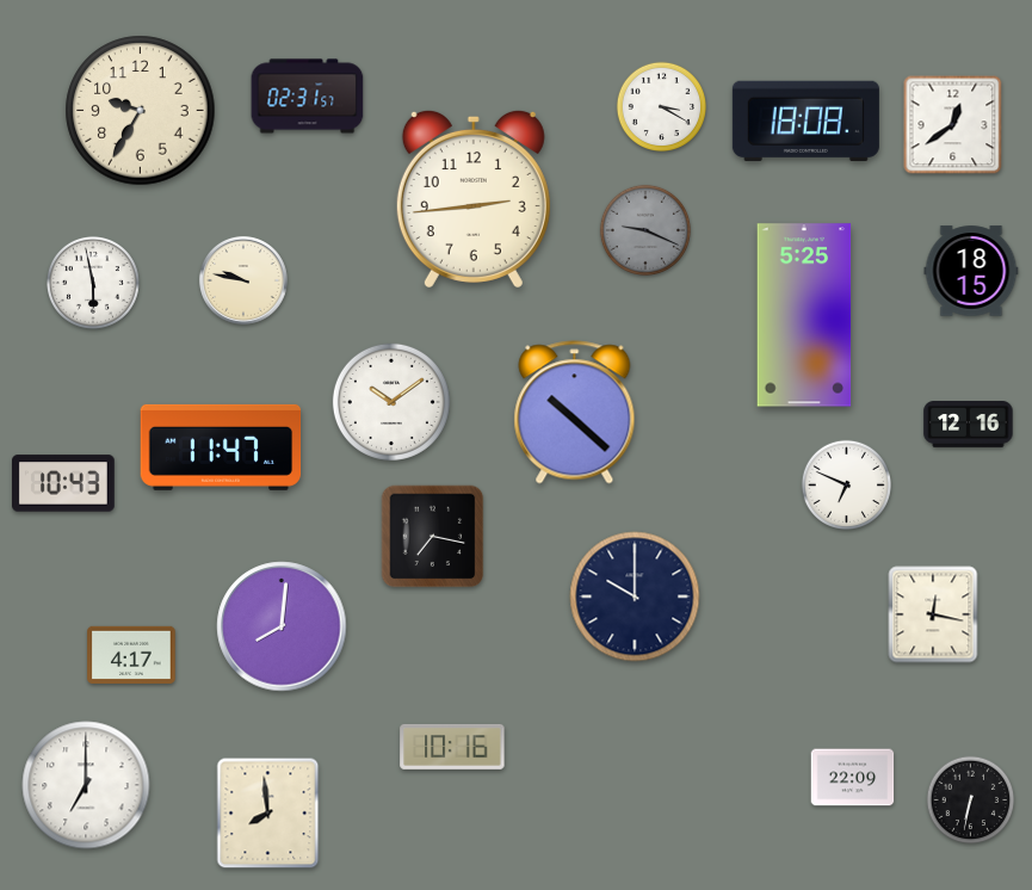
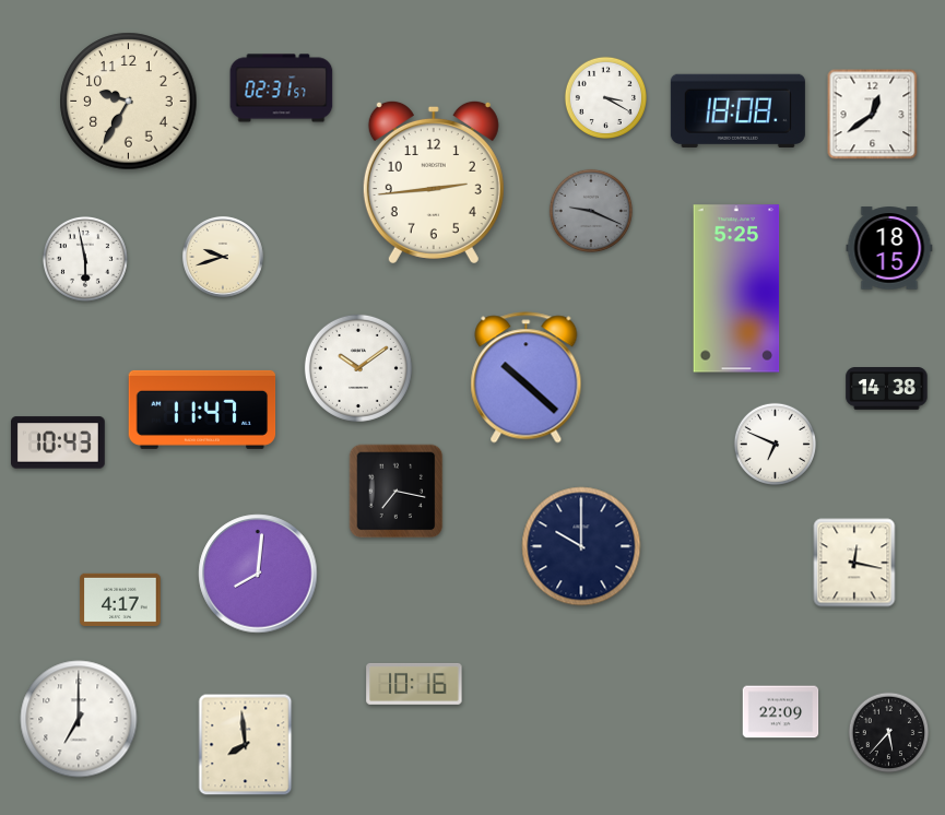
clock at (243, 280): 9:47 -> 9:42
clock at (969, 425): 12:16 -> 14:38
clock at (971, 801): 6:32 -> 5:37
